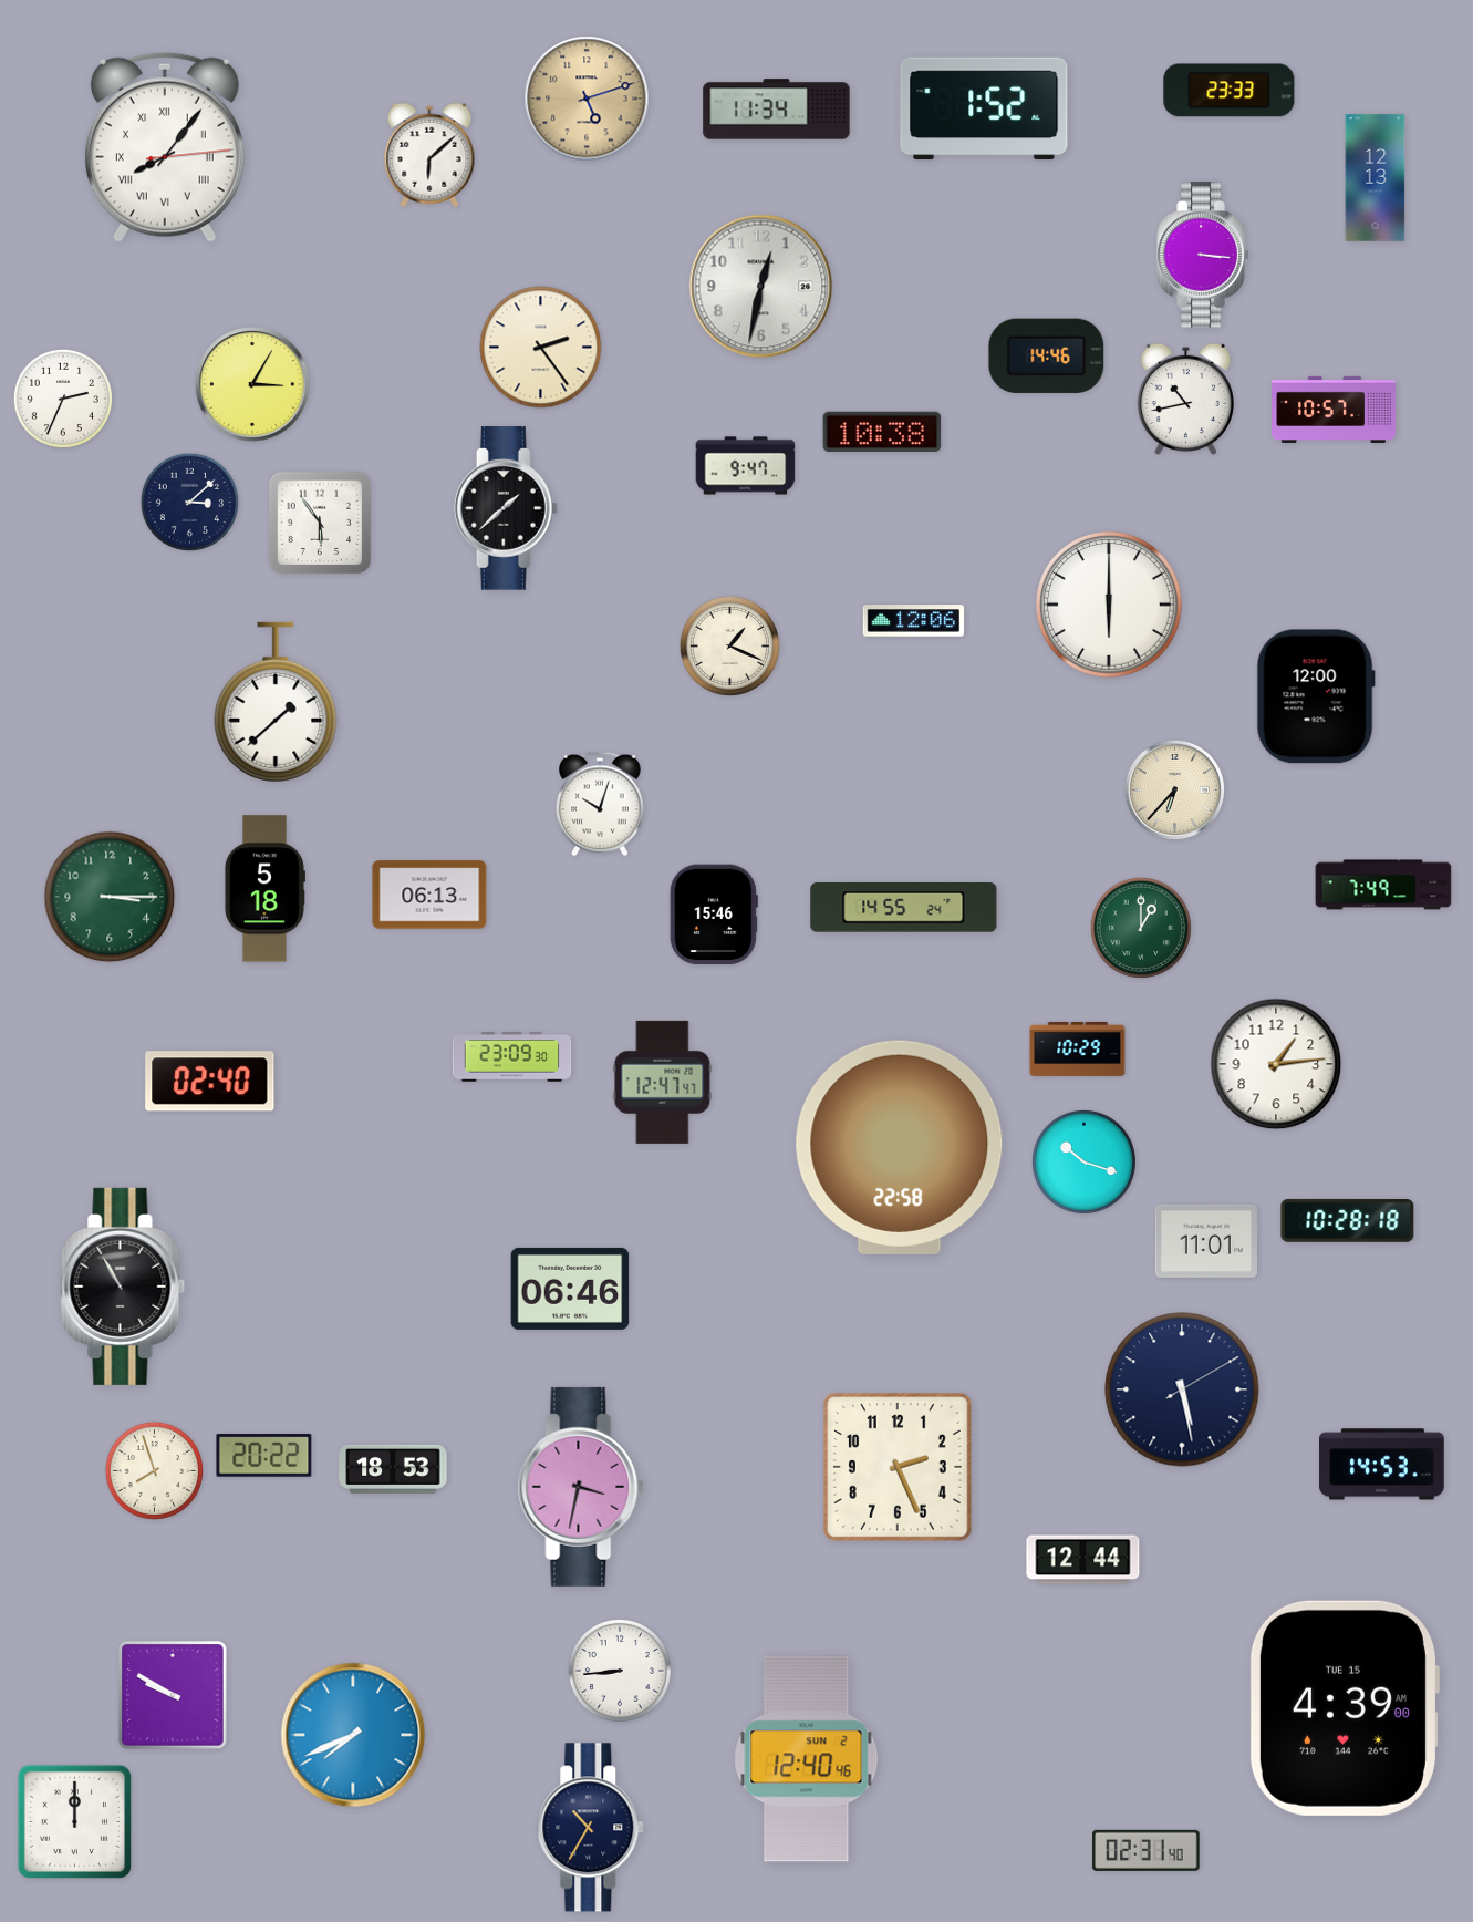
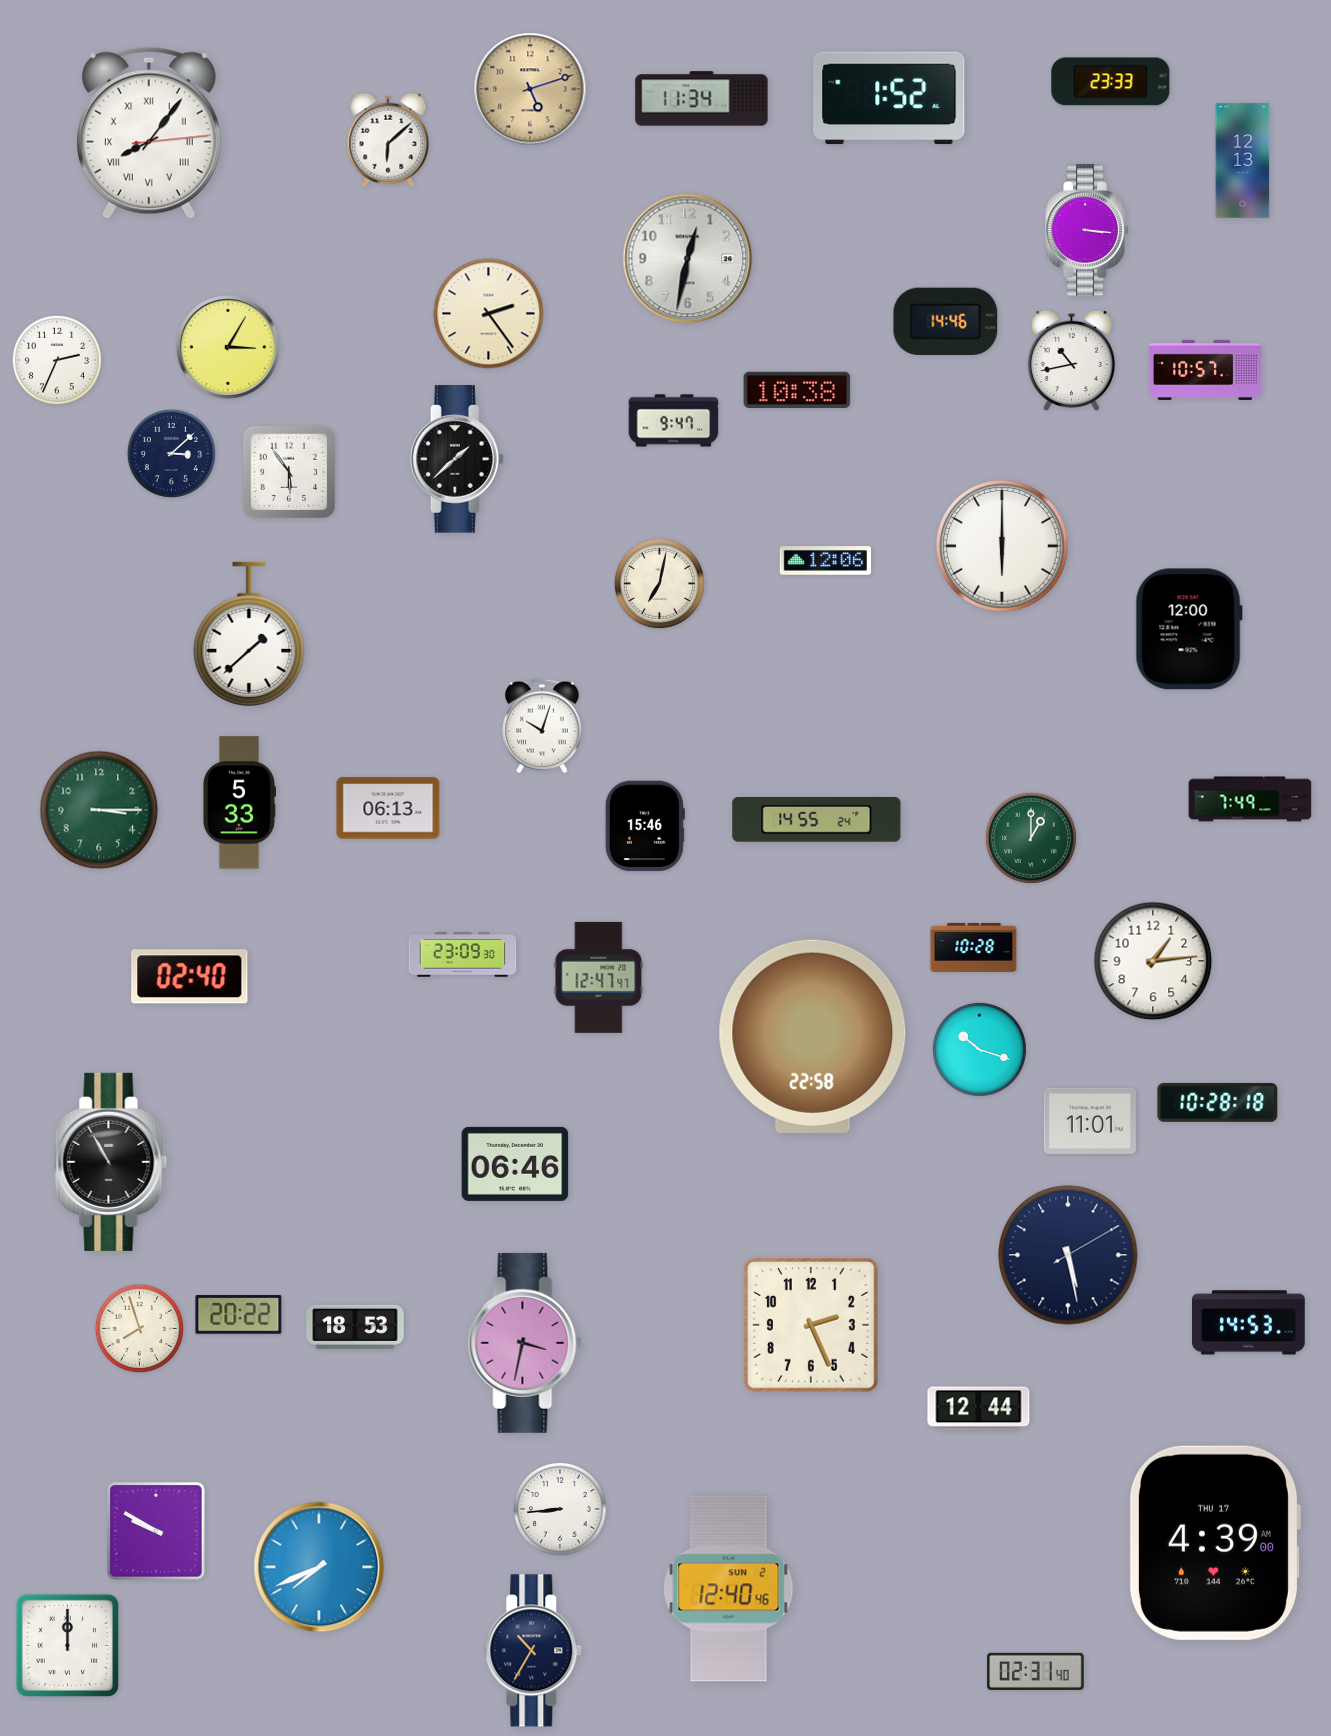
clock at (729, 645): 1:19 -> 7:02
clock at (1174, 789): 6:37 -> none
clock at (264, 889): 5:18 -> 5:33
clock at (1078, 1048): 10:29 -> 10:28
clock at (1344, 1708) date: TUE 15 -> THU 17
